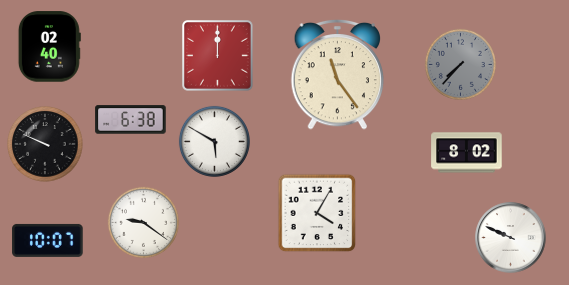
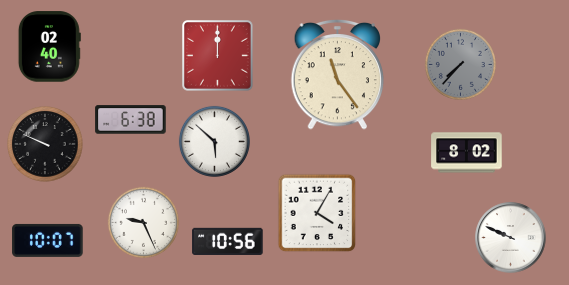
clock at (214, 141): 5:50 -> 5:52
clock at (143, 222): 9:21 -> 9:26
clock at (228, 241): none -> 10:56
